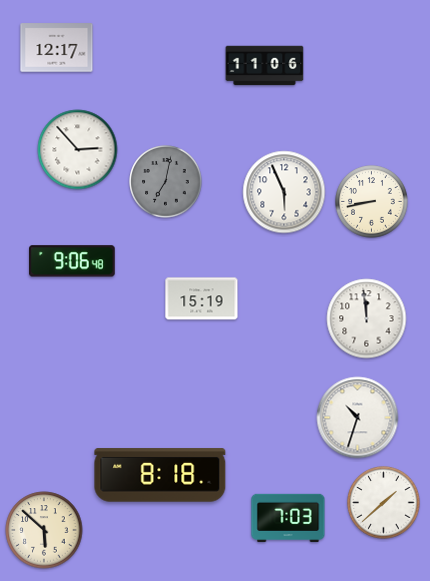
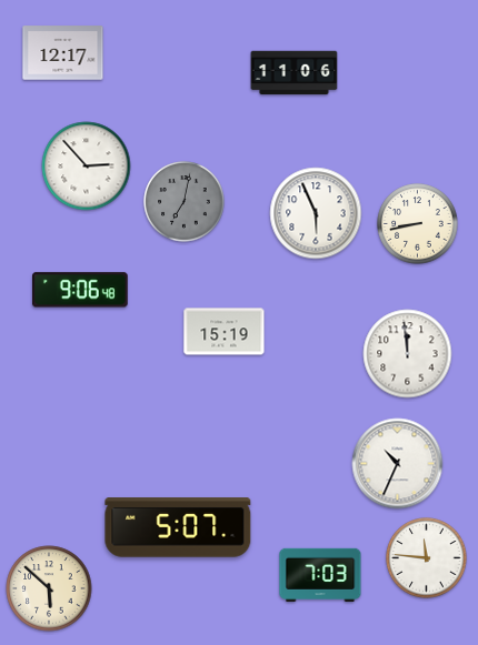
clock at (372, 202) position: (372, 202) -> (418, 224)
clock at (358, 418): 10:33 -> 10:34
clock at (160, 475): 8:18 -> 5:07
clock at (384, 503): 1:38 -> 11:46
